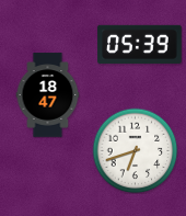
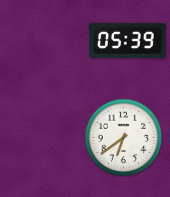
clock at (48, 95): 18:47 -> none
clock at (135, 150): 6:42 -> 6:39
